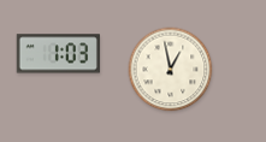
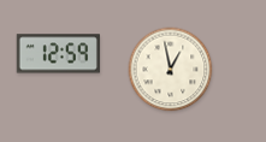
clock at (58, 54): 1:03 -> 12:59
